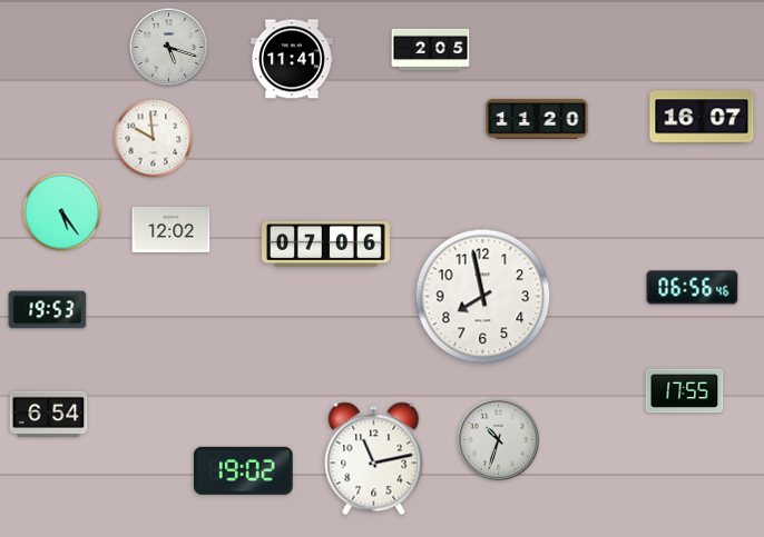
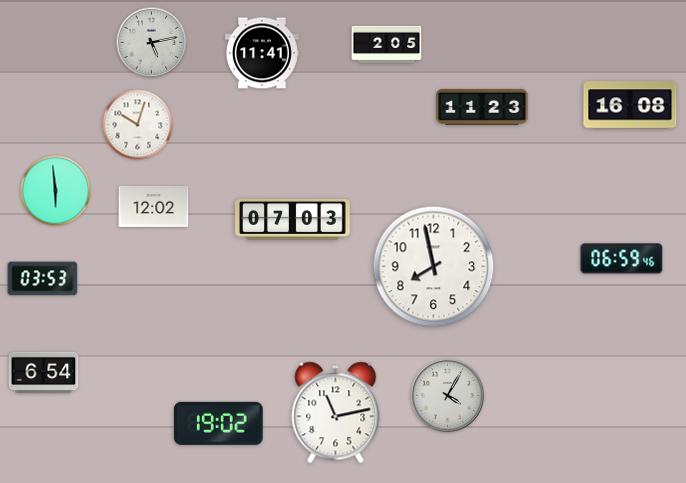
clock at (169, 48): 5:18 -> 5:13
clock at (702, 117): 16:07 -> 16:08
clock at (537, 119): 11:20 -> 11:23
clock at (154, 139): 9:59 -> 10:03
clock at (62, 212): 5:24 -> 5:59
clock at (326, 245): 07:06 -> 07:03
clock at (693, 288): 06:56 -> 06:59
clock at (48, 310): 19:53 -> 03:53
clock at (685, 391): 17:55 -> none
clock at (499, 440): 10:33 -> 4:05
